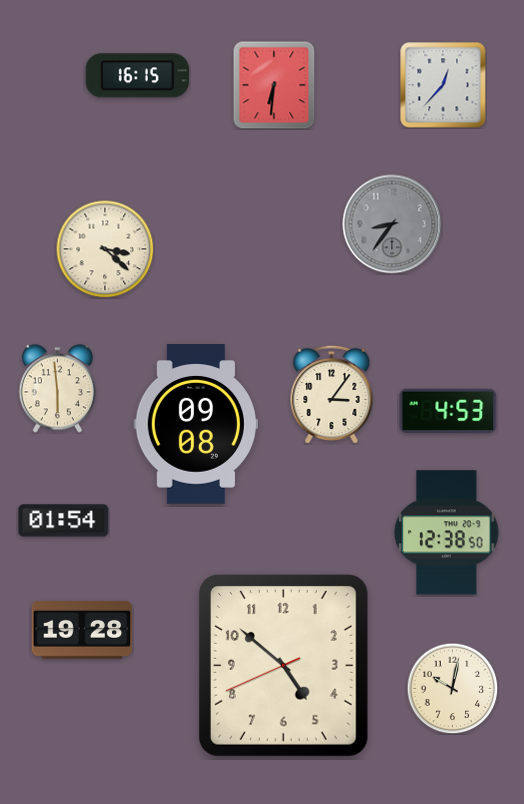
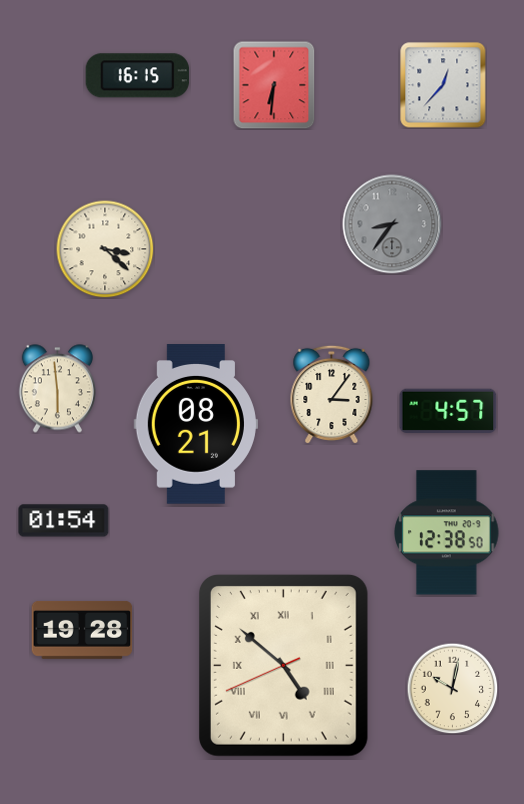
clock at (448, 410): 4:53 -> 4:57
clock at (196, 424): 09:08 -> 08:21
clock at (283, 665) numerals: Arabic -> Roman
